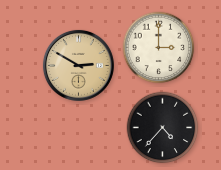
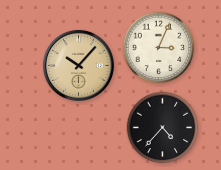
clock at (159, 48): 3:00 -> 3:04
clock at (78, 65): 2:50 -> 10:07
